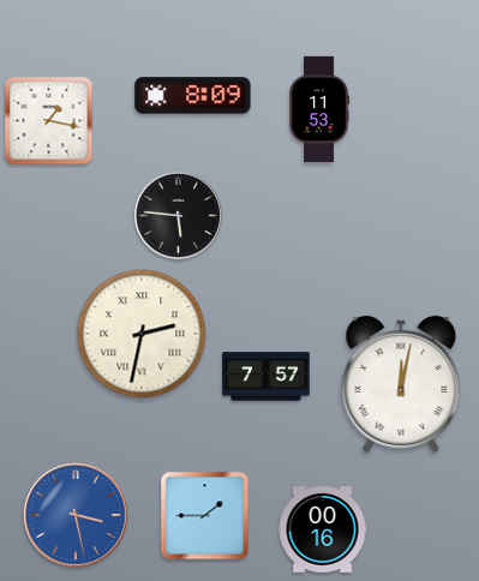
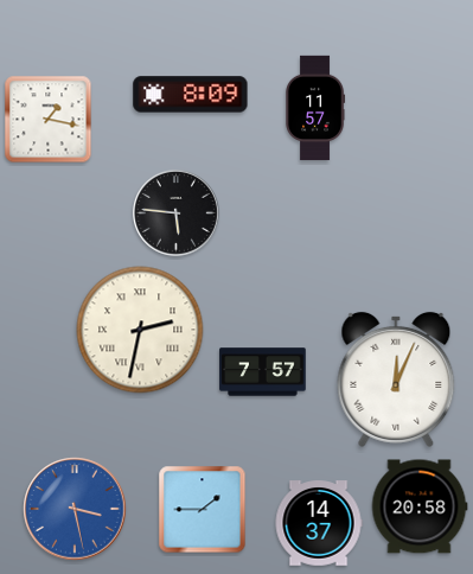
clock at (319, 108): 11:53 -> 11:57
clock at (401, 384): 12:02 -> 12:04
clock at (420, 506): none -> 20:58
clock at (323, 529): 00:16 -> 14:37
